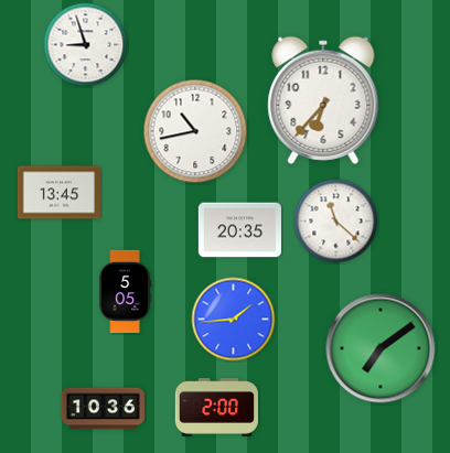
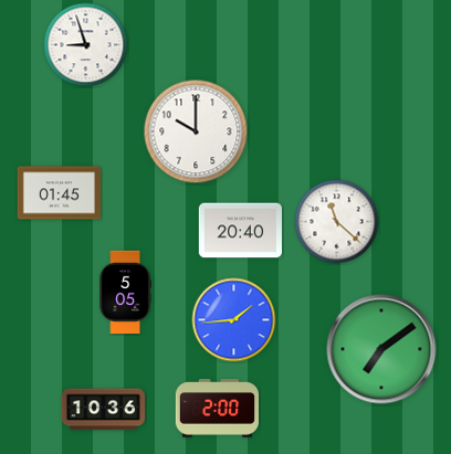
clock at (323, 100): 6:37 -> none
clock at (195, 131): 10:43 -> 10:00
clock at (58, 193): 13:45 -> 01:45
clock at (239, 230): 20:35 -> 20:40
